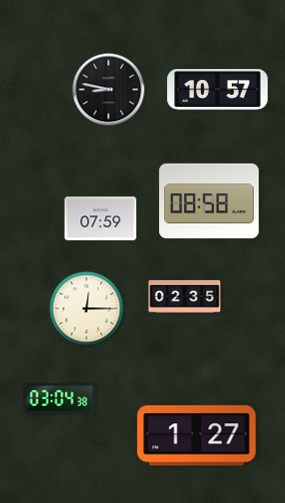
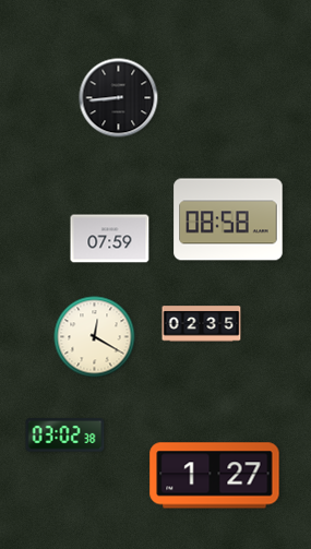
clock at (218, 89): 10:57 -> none
clock at (109, 90): 8:47 -> 8:44
clock at (87, 309): 12:15 -> 12:20
clock at (60, 399): 03:04 -> 03:02
